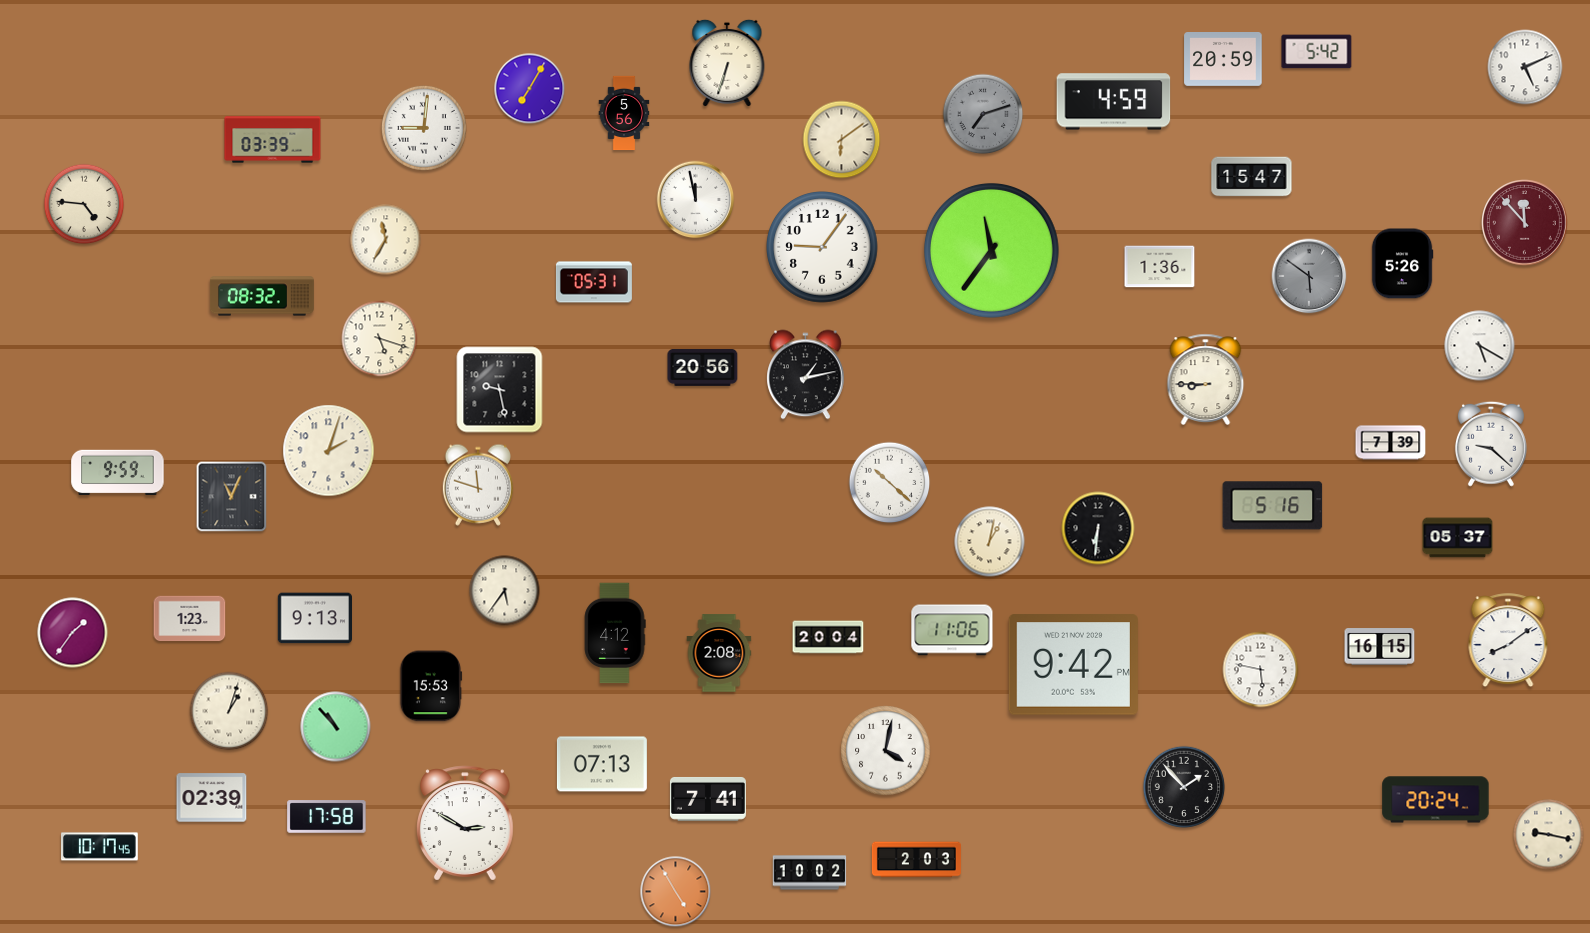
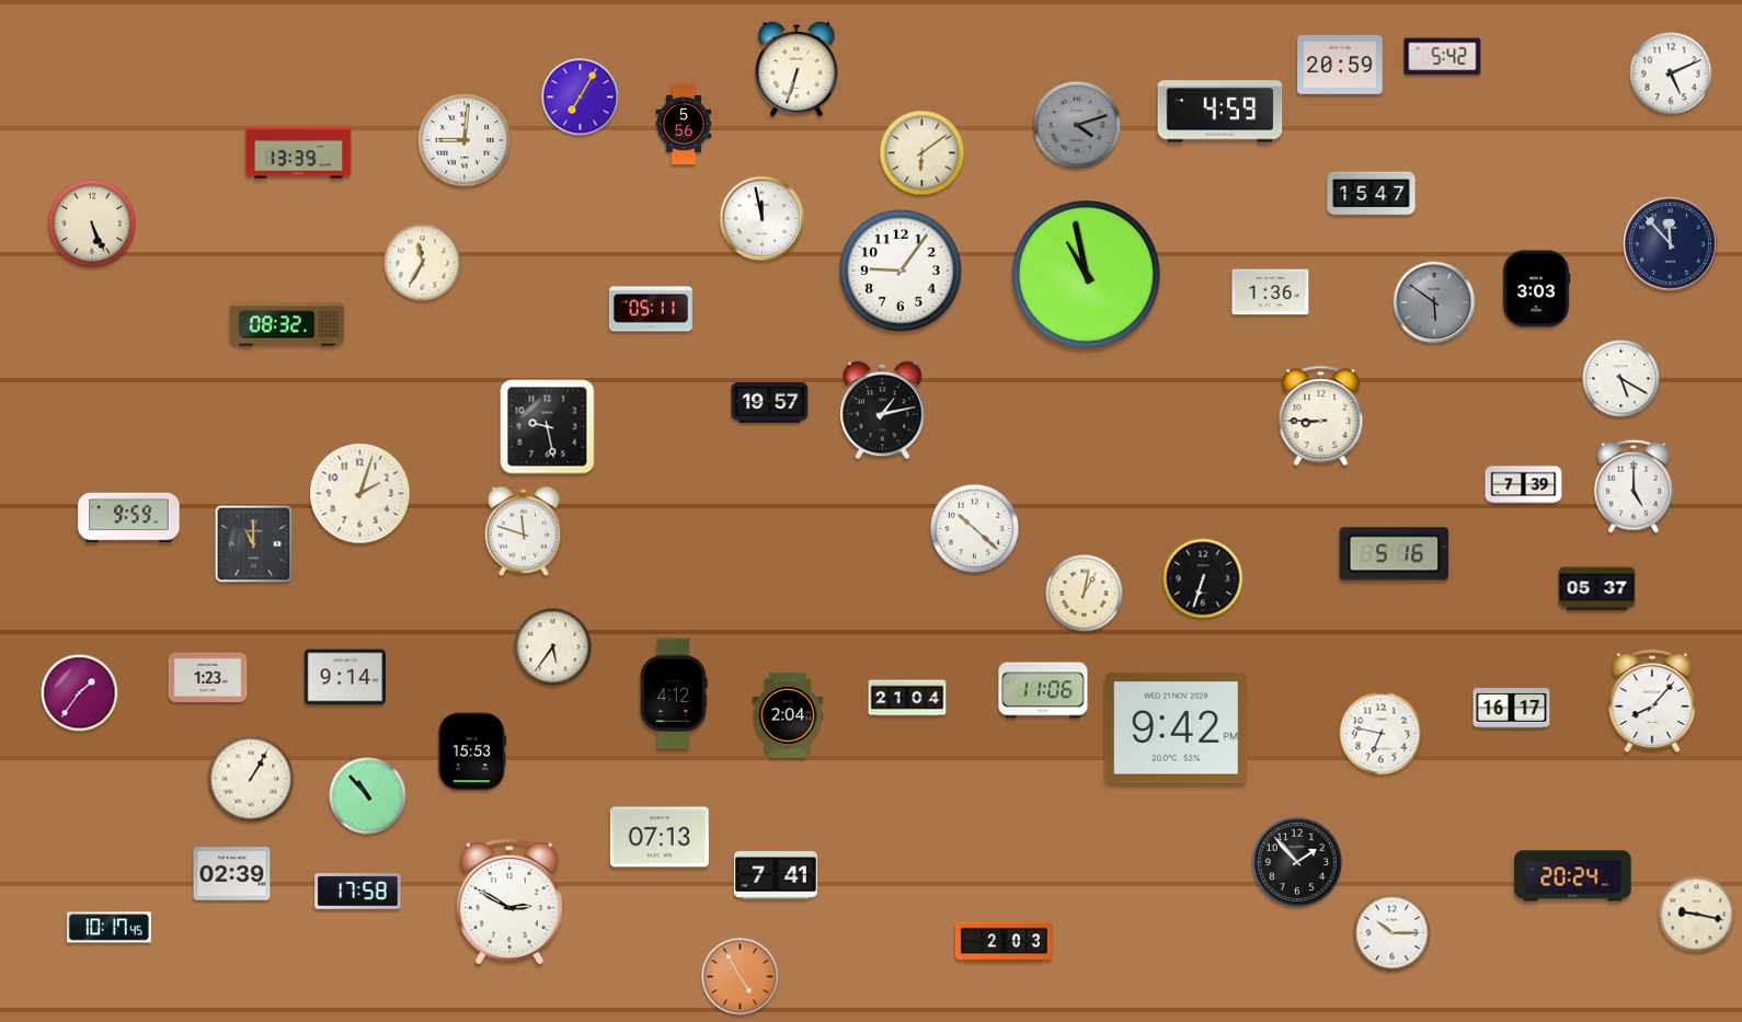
clock at (983, 114): 7:12 -> 4:12
clock at (273, 140): 03:39 -> 13:39
clock at (84, 204): 4:46 -> 5:26
clock at (1525, 223) dial: burgundy -> navy
clock at (991, 250): 11:36 -> 10:58
clock at (1402, 264): 5:26 -> 3:03
clock at (594, 282): 05:31 -> 05:11
clock at (380, 339): 5:18 -> none
clock at (703, 367): 20:56 -> 19:57
clock at (1491, 444): 9:22 -> 5:00
clock at (232, 497): 11:04 -> 11:00
clock at (1098, 528): 6:31 -> 6:33
clock at (314, 618): 9:13 -> 9:14
clock at (828, 637): 20:04 -> 21:04
clock at (1508, 641): 8:09 -> 8:07
clock at (1380, 647): 16:15 -> 16:17
clock at (719, 653): 2:08 -> 2:04
clock at (1261, 670): 5:47 -> 6:47
clock at (229, 711): 1:03 -> 1:05
clock at (886, 751): 4:02 -> none
clock at (327, 817) position: (327, 817) -> (358, 892)
clock at (1393, 933): none -> 10:15
clock at (810, 873): 10:02 -> none
